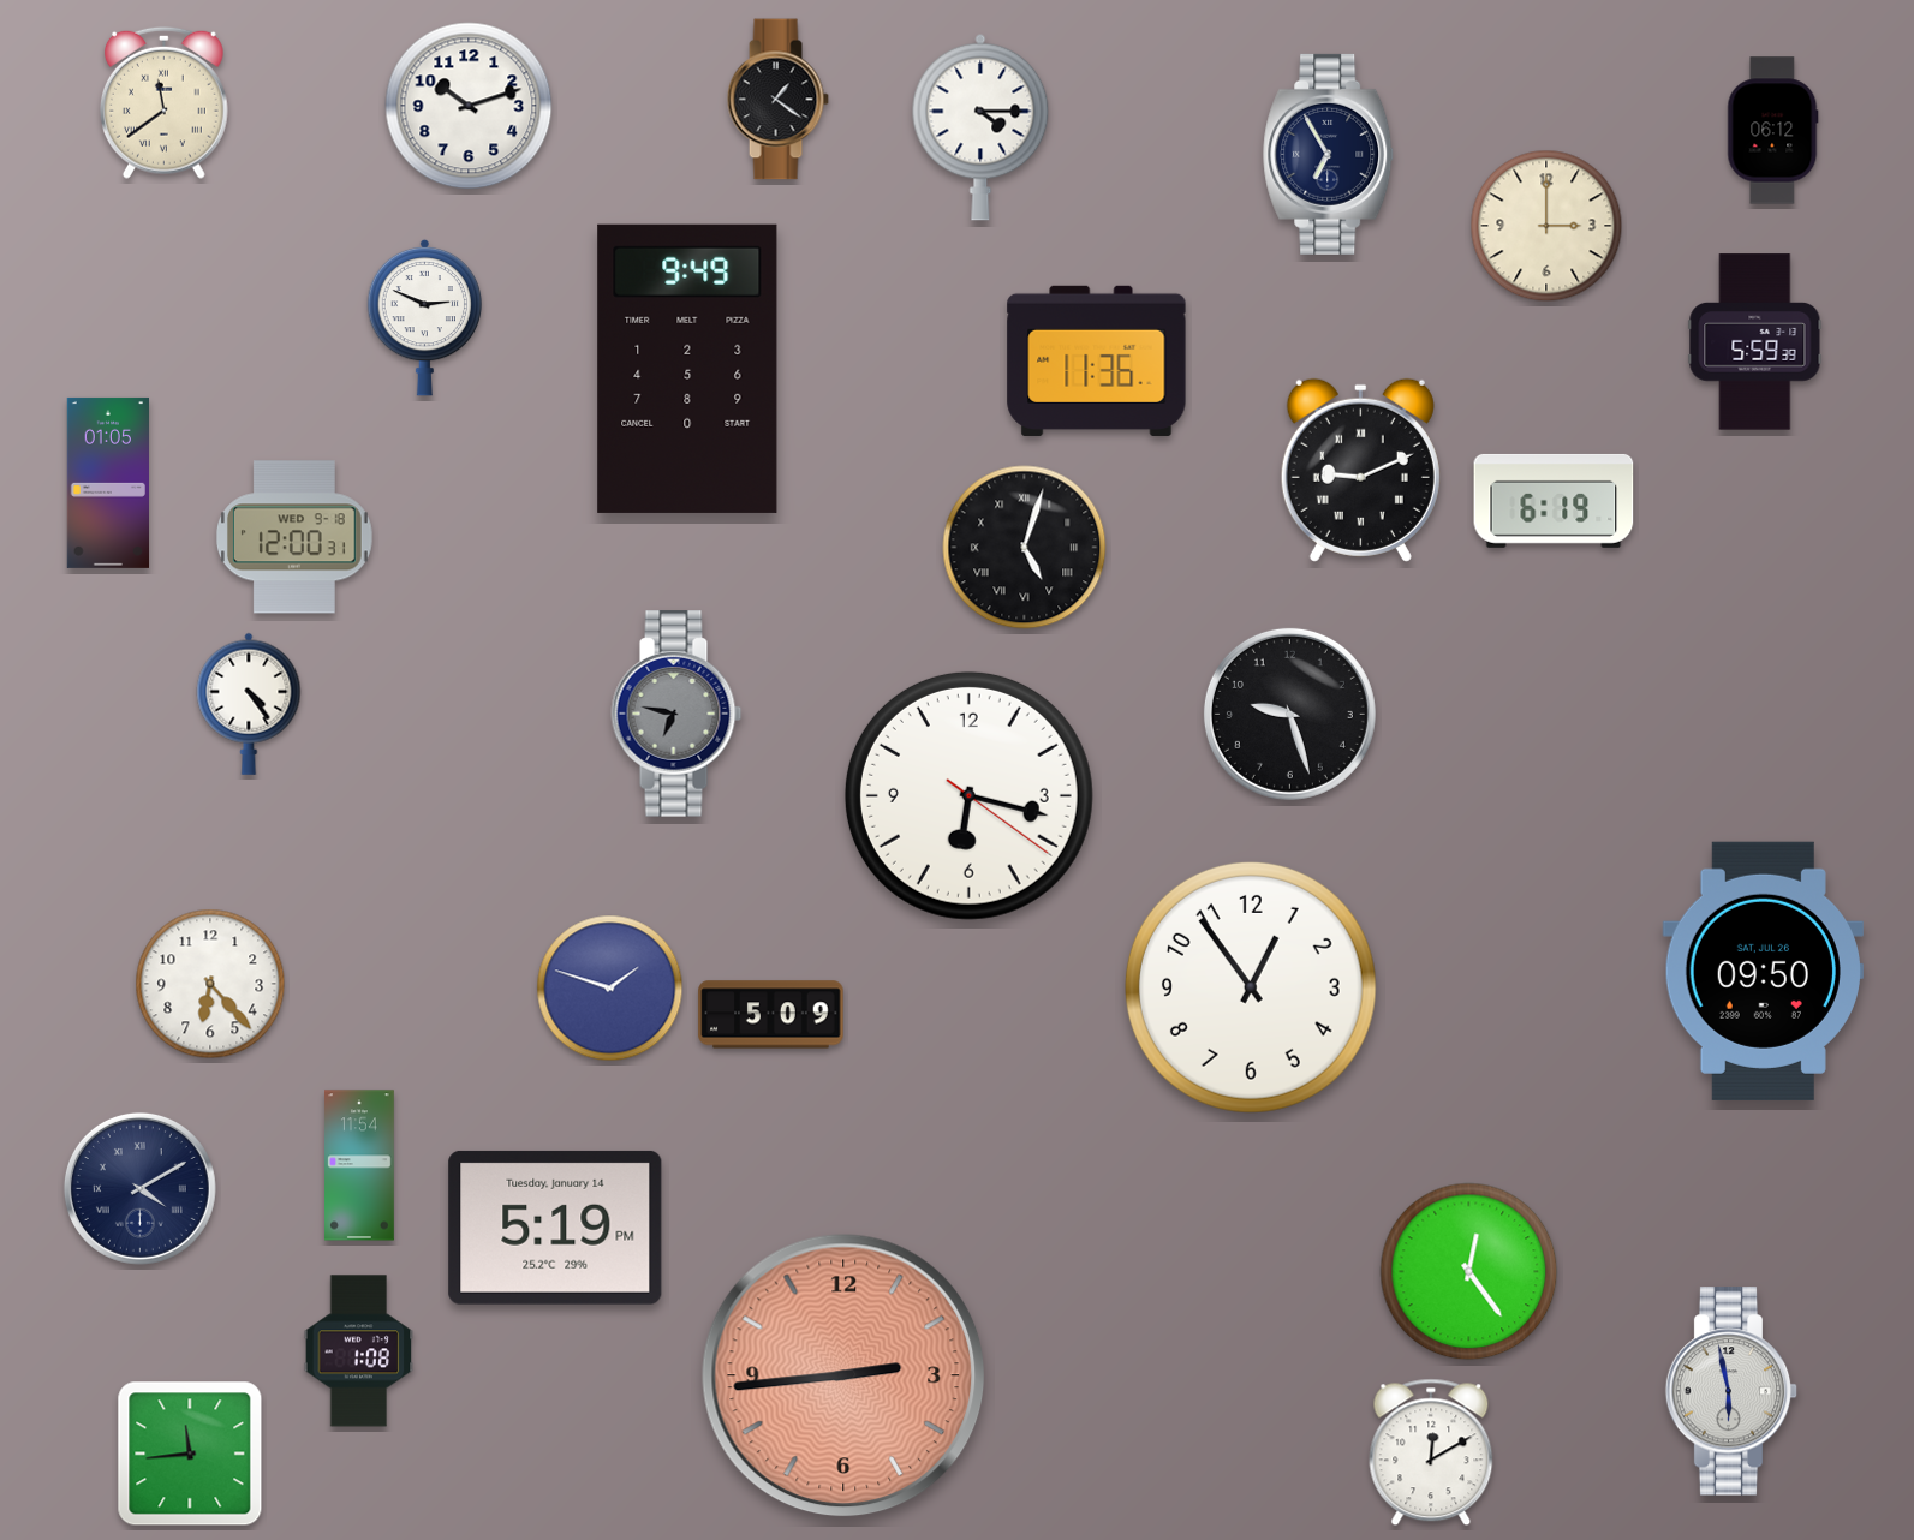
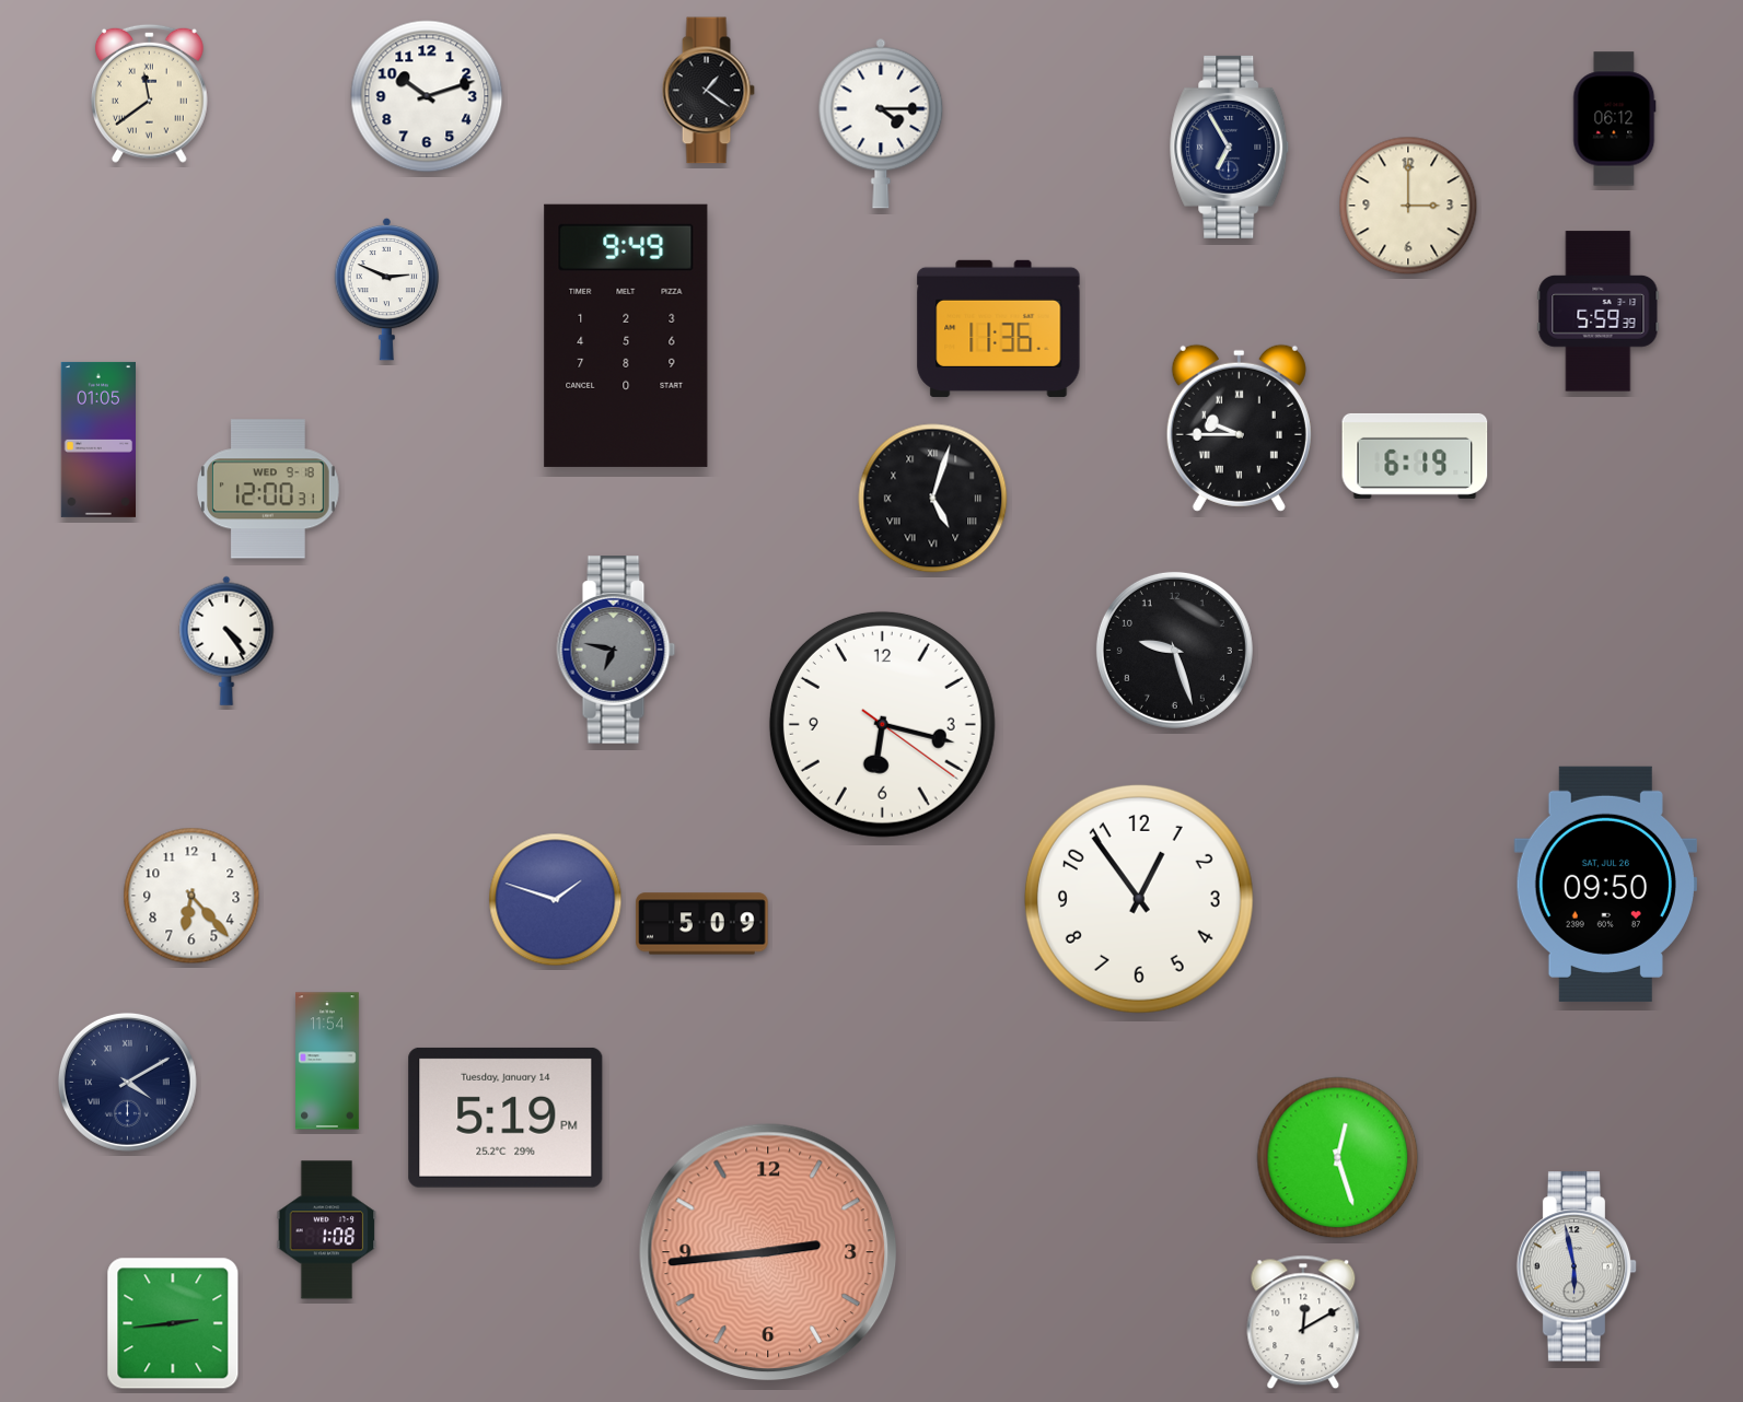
clock at (980, 127) position: (980, 127) -> (881, 124)
clock at (1329, 154) position: (1329, 154) -> (1230, 147)
clock at (1360, 470): 9:11 -> 9:45
clock at (1469, 1272): 12:24 -> 12:27
clock at (190, 1454): 11:44 -> 2:44
